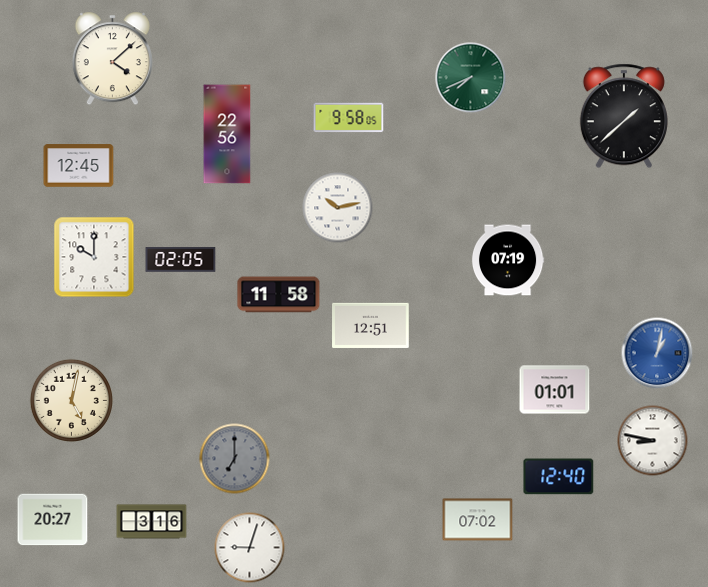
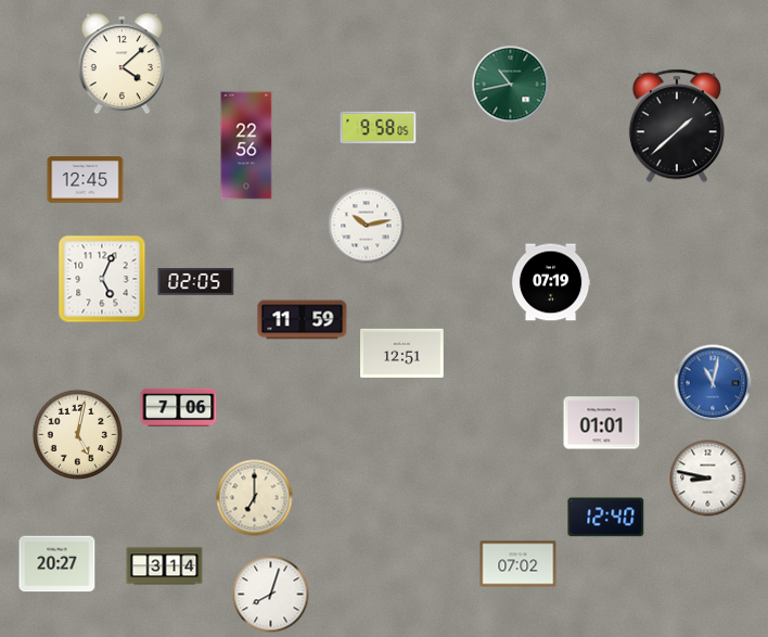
clock at (471, 78): 7:41 -> 10:43
clock at (94, 257): 10:00 -> 5:04
clock at (279, 295): 11:58 -> 11:59
clock at (657, 353): 1:02 -> 11:02
clock at (179, 408): none -> 7:06
clock at (235, 459) dial: grey -> cream
clock at (152, 522): 3:16 -> 3:14
clock at (250, 548): 9:03 -> 8:03
